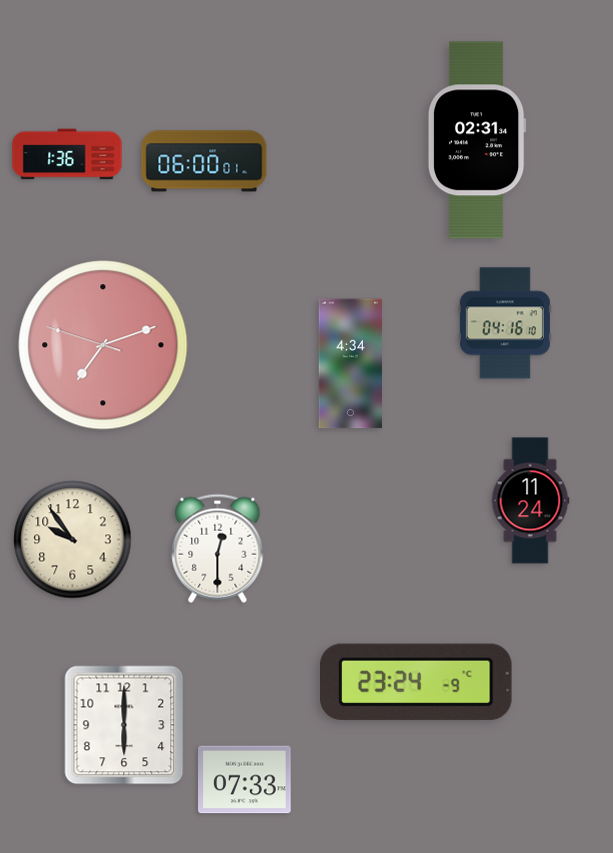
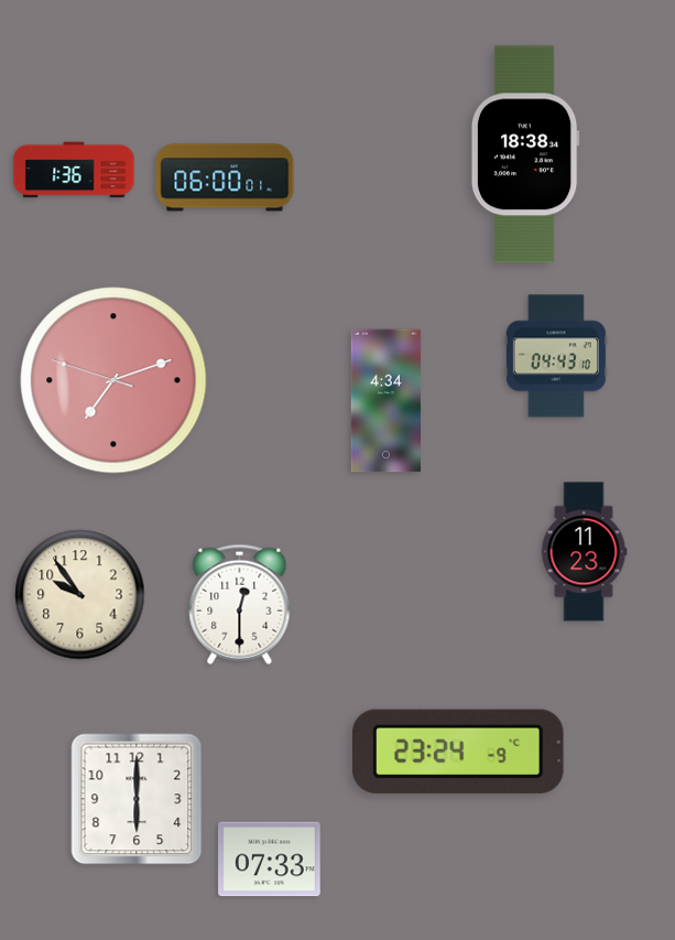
clock at (477, 140): 02:31 -> 18:38
clock at (505, 323): 04:16 -> 04:43
clock at (530, 501): 11:24 -> 11:23
